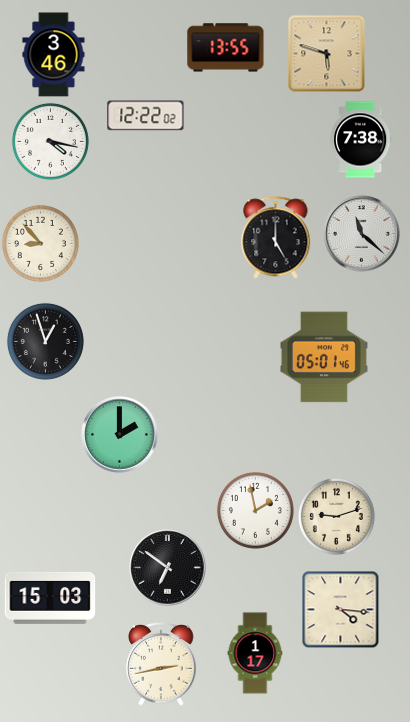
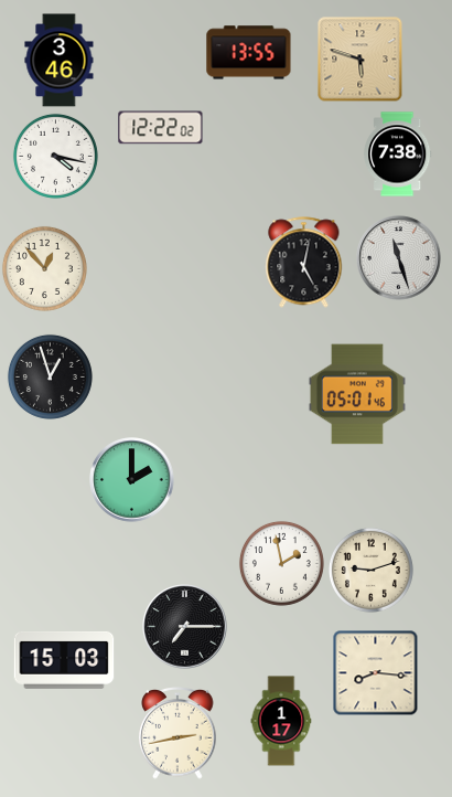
clock at (362, 234): 11:22 -> 11:27
clock at (276, 238): 5:00 -> 5:02
clock at (40, 243): 8:53 -> 12:53
clock at (168, 568): 6:51 -> 7:15
clock at (50, 598) position: (50, 598) -> (64, 660)
clock at (340, 609): 4:16 -> 8:16
